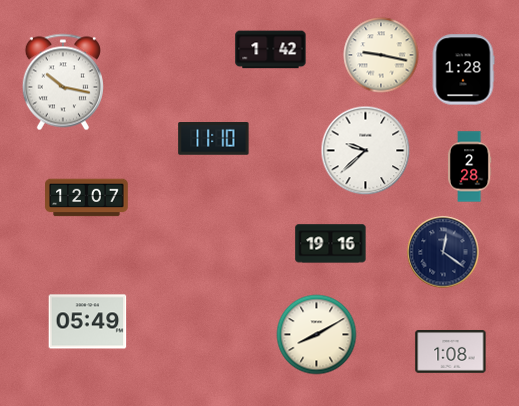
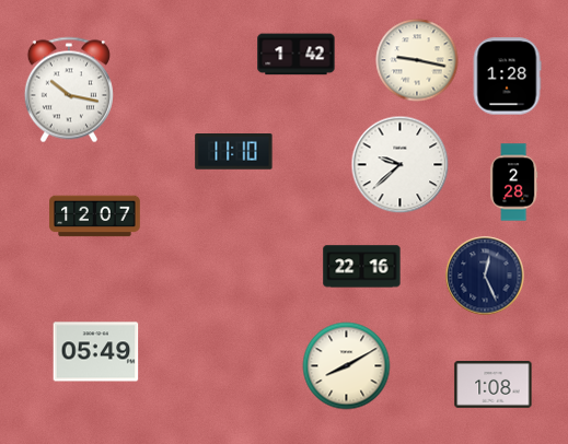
clock at (331, 244): 19:16 -> 22:16
clock at (443, 252): 12:21 -> 12:26
